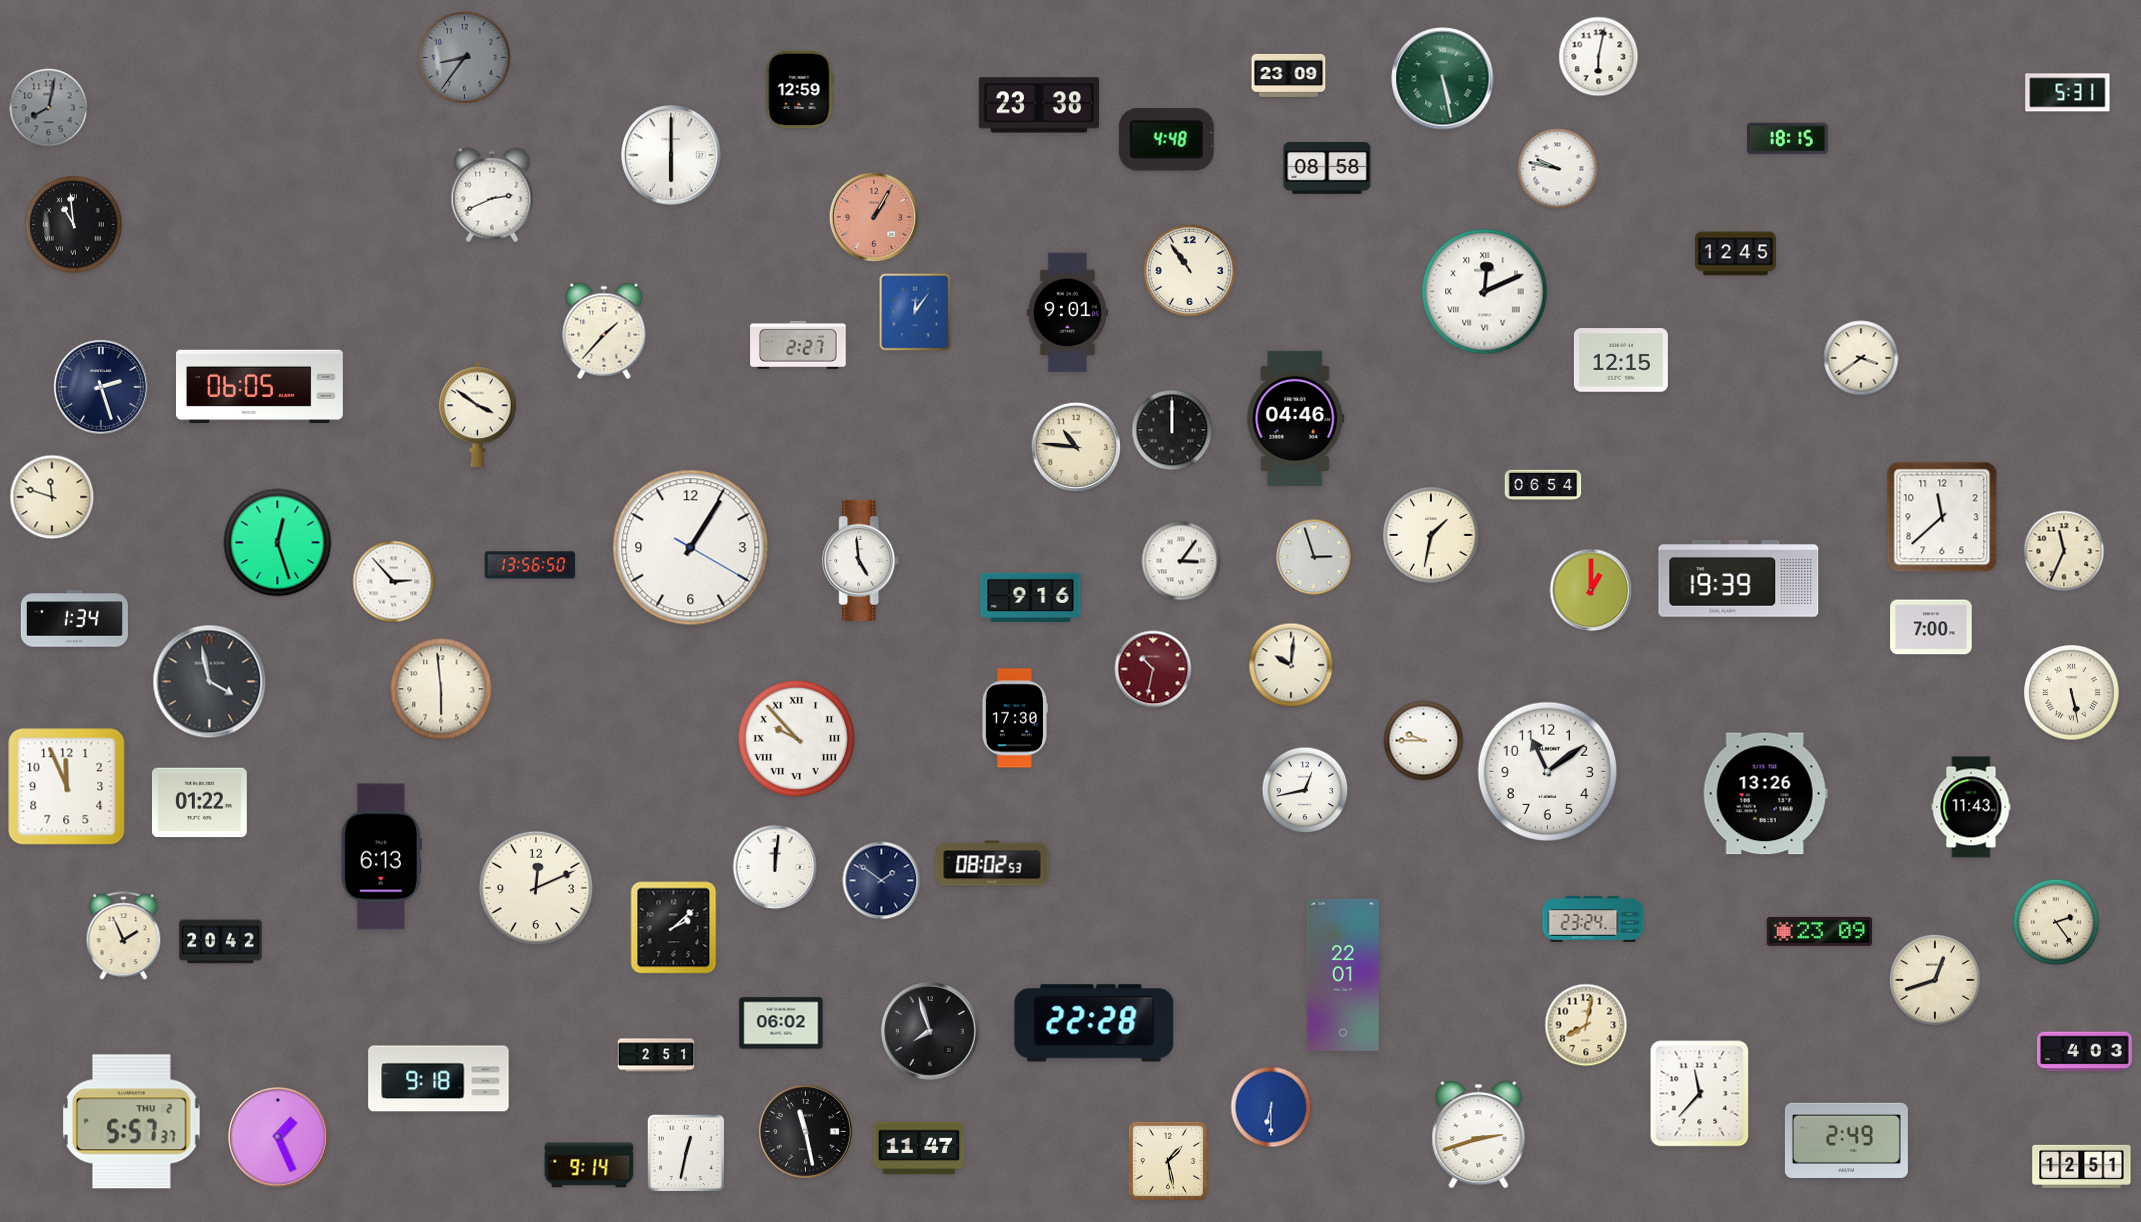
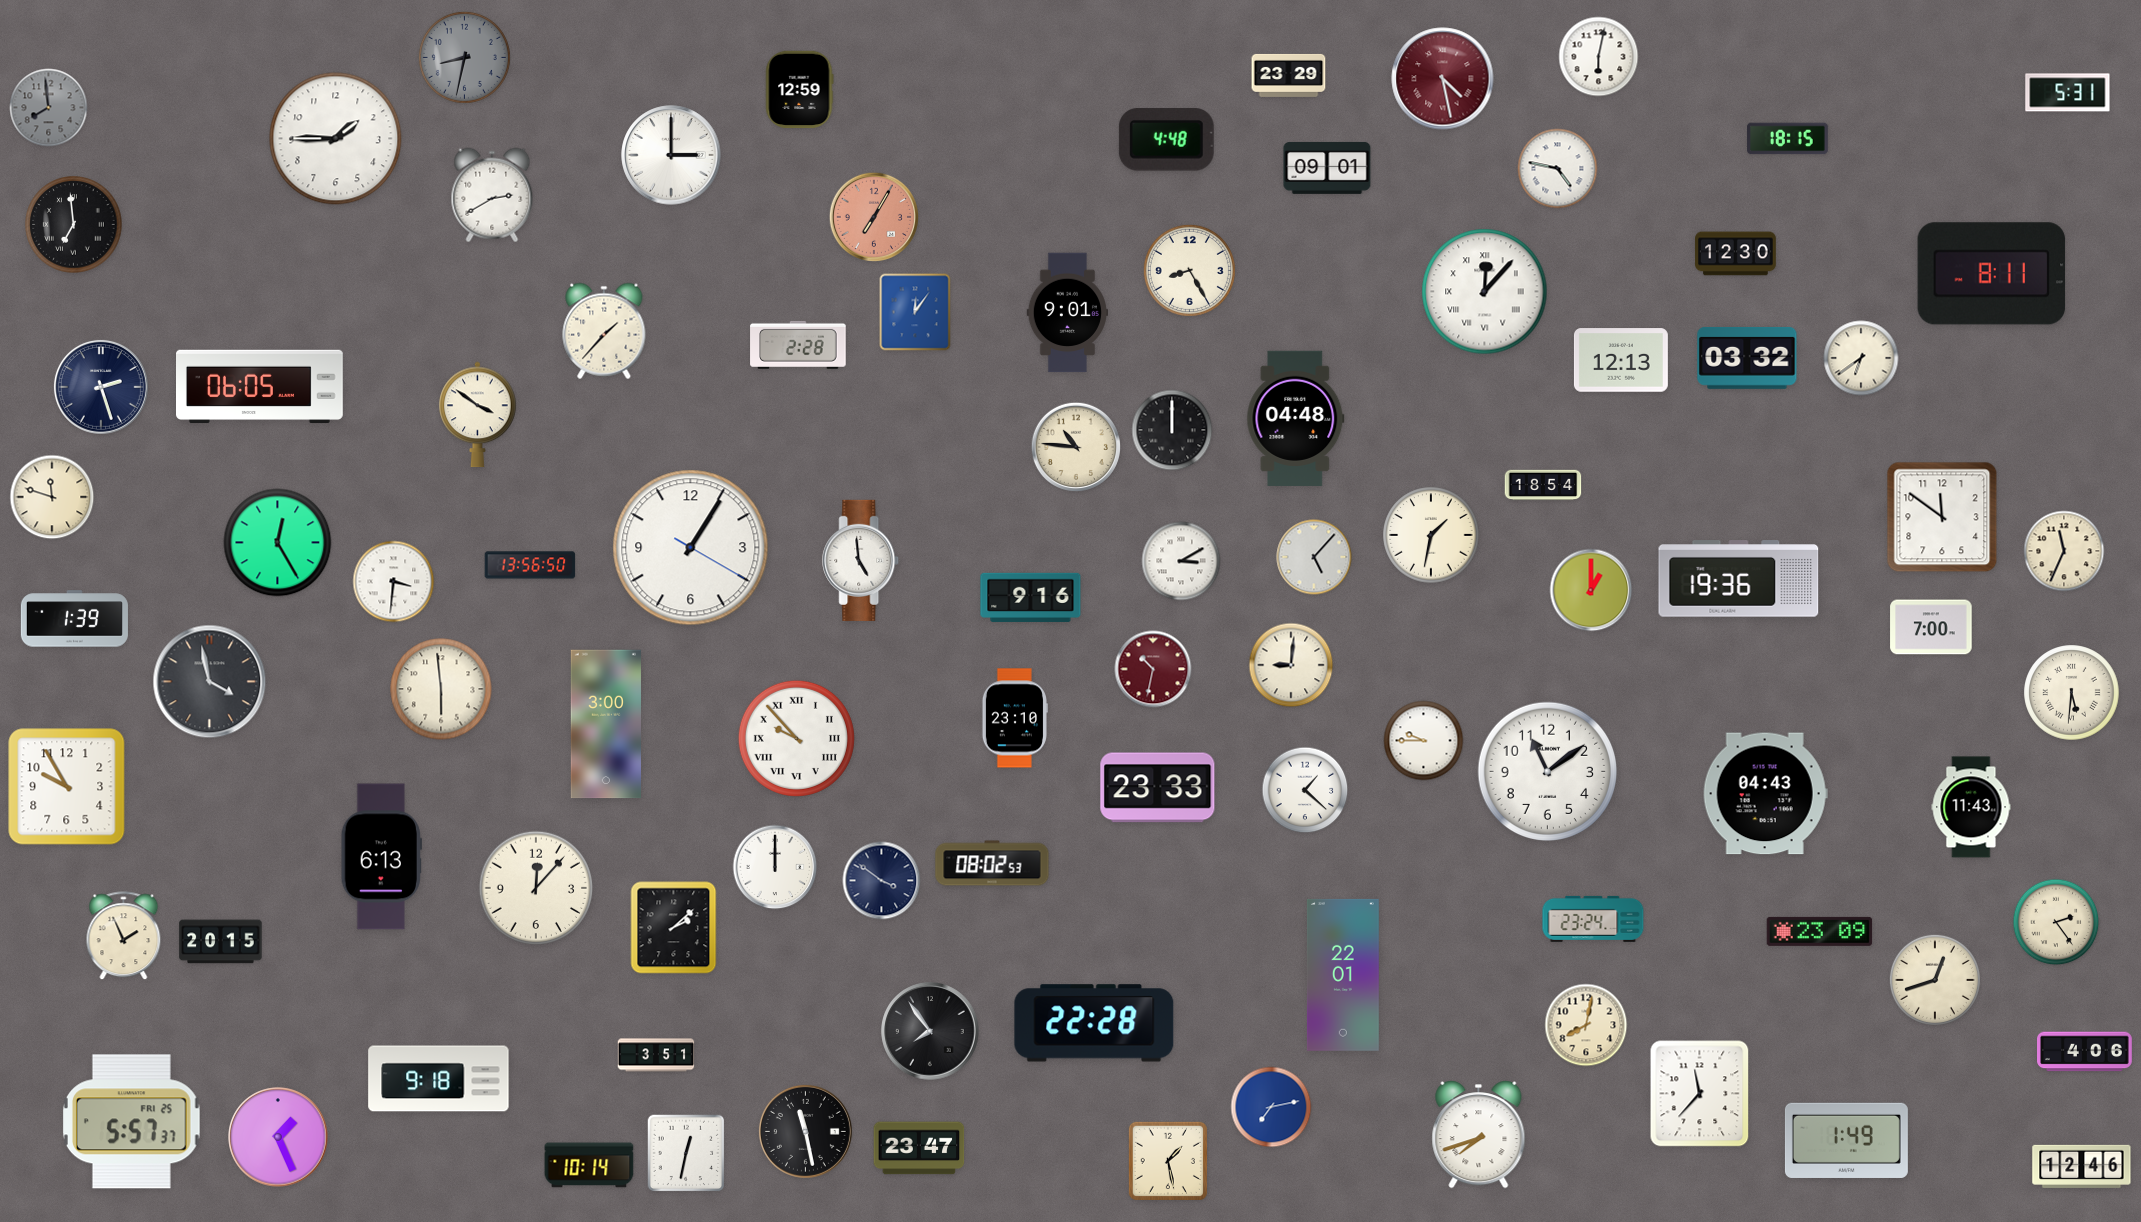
clock at (464, 57): 8:36 -> 8:32
clock at (1289, 75): 23:09 -> 23:29
clock at (1443, 79): 5:28 -> 4:28
clock at (1443, 79) dial: green -> burgundy
clock at (1039, 105): 23:38 -> none
clock at (49, 108): 8:02 -> 7:59
clock at (336, 139): none -> 1:45
clock at (671, 155): 6:00 -> 3:00
clock at (1327, 168): 08:58 -> 09:01
clock at (1558, 169): 9:47 -> 4:47
clock at (492, 195): 2:41 -> 2:40
clock at (873, 216): 1:05 -> 7:05
clock at (74, 225): 10:59 -> 6:59
clock at (1736, 254): 12:45 -> 12:30
clock at (1189, 270): 10:54 -> 8:25
clock at (1992, 274): none -> 8:11
clock at (1485, 292): 12:11 -> 12:07
clock at (798, 345): 2:27 -> 2:28
clock at (1747, 358): none -> 03:32
clock at (1861, 358): 3:39 -> 6:39
clock at (1621, 360): 12:15 -> 12:13
clock at (1296, 418): 04:46 -> 04:48
clock at (1543, 485): 06:54 -> 18:54
clock at (1942, 517): 11:38 -> 11:51
clock at (278, 543): 12:27 -> 12:25
clock at (1314, 557): 2:57 -> 5:07
clock at (1181, 561): 3:06 -> 3:10
clock at (1739, 579): 19:39 -> 19:36
clock at (394, 582): 2:53 -> 3:31
clock at (74, 619): 1:34 -> 1:39
clock at (1291, 665): 10:01 -> 9:01
clock at (2072, 693): 5:28 -> 5:31
clock at (1014, 718): 17:30 -> 23:10
clock at (606, 724): none -> 3:00
clock at (67, 787): 11:56 -> 9:55
clock at (1158, 788): none -> 23:33
clock at (1305, 790): 12:43 -> 1:22
clock at (1765, 794): 13:26 -> 04:43
clock at (200, 803): 01:22 -> none
clock at (775, 867): 12:01 -> 12:00
clock at (882, 881): 1:51 -> 3:51
clock at (536, 888): 12:11 -> 12:07
clock at (221, 942): 20:42 -> 20:15
clock at (781, 1023): 06:02 -> none
clock at (930, 1031): 7:57 -> 7:54
clock at (2085, 1052): 4:03 -> 4:06
clock at (656, 1055): 2:51 -> 3:51
clock at (1271, 1107): 6:30 -> 7:13
clock at (132, 1122) date: THU 2 -> FRI 25
clock at (1479, 1135): 2:42 -> 7:42
clock at (1846, 1140): 2:49 -> 1:49
clock at (919, 1148): 11:47 -> 23:47
clock at (589, 1165): 9:14 -> 10:14
clock at (2082, 1166): 12:51 -> 12:46
